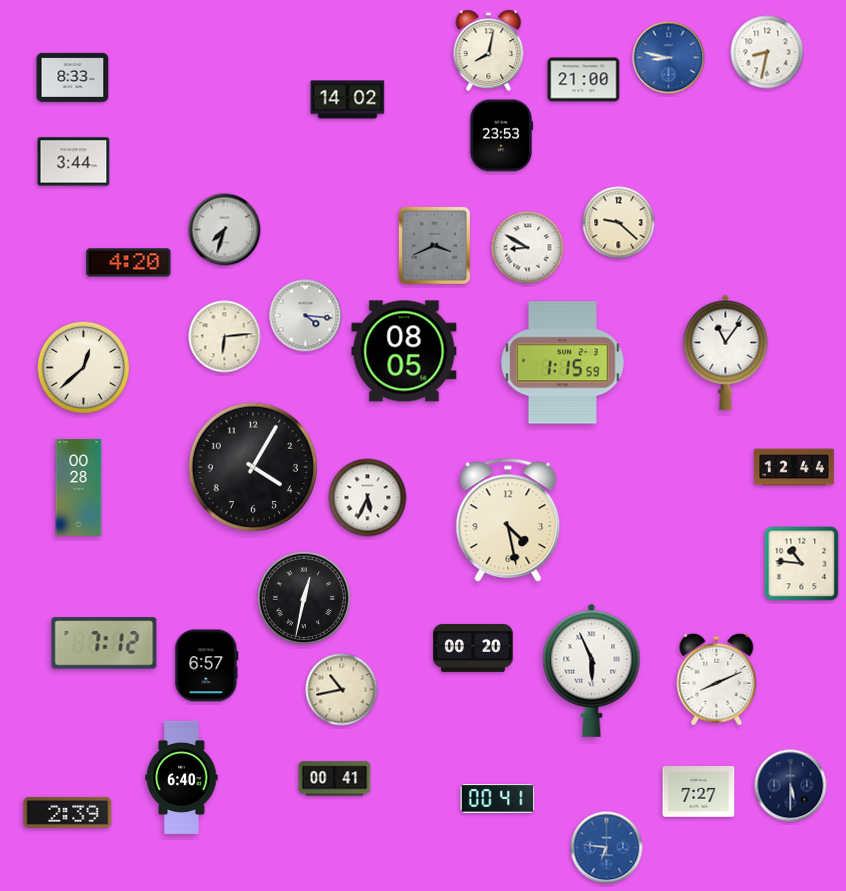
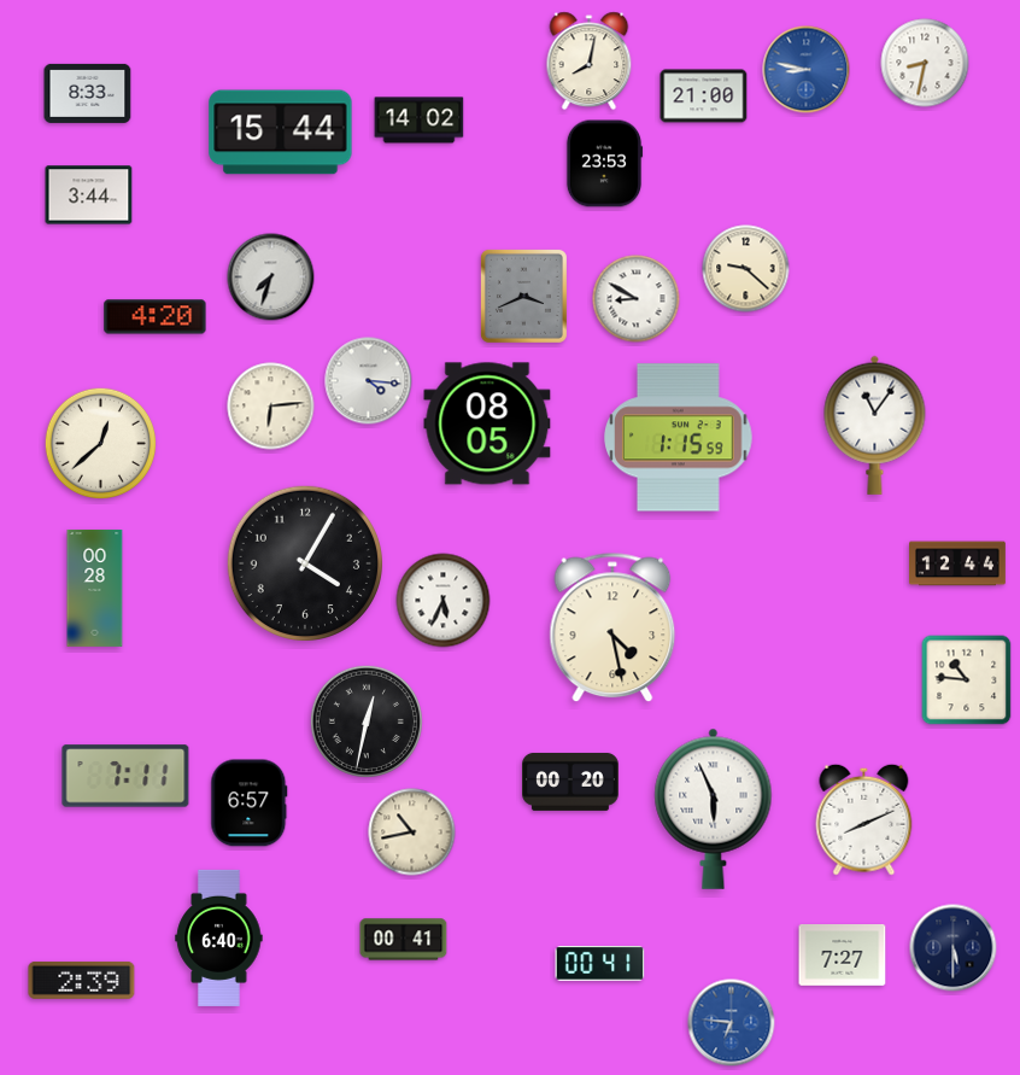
clock at (281, 133): none -> 15:44
clock at (104, 643): 7:12 -> 7:11
